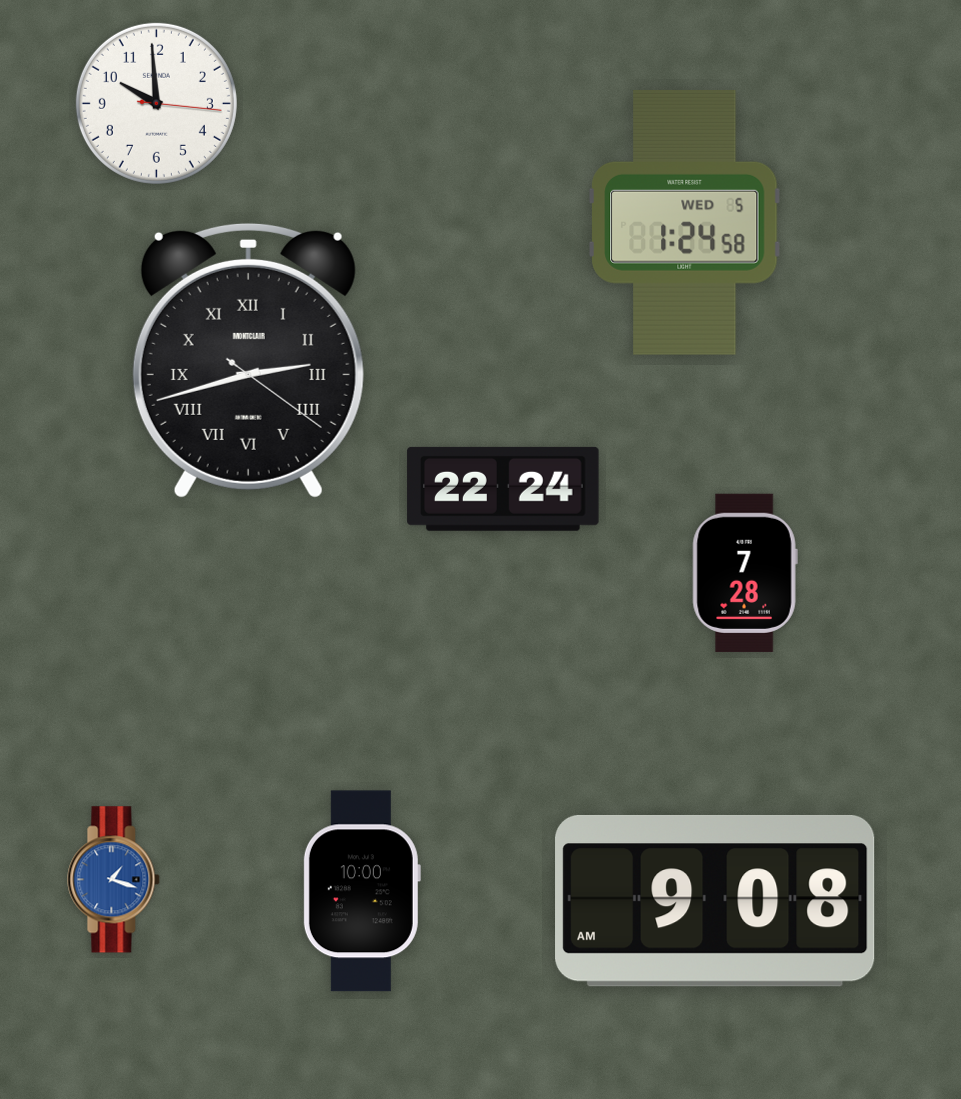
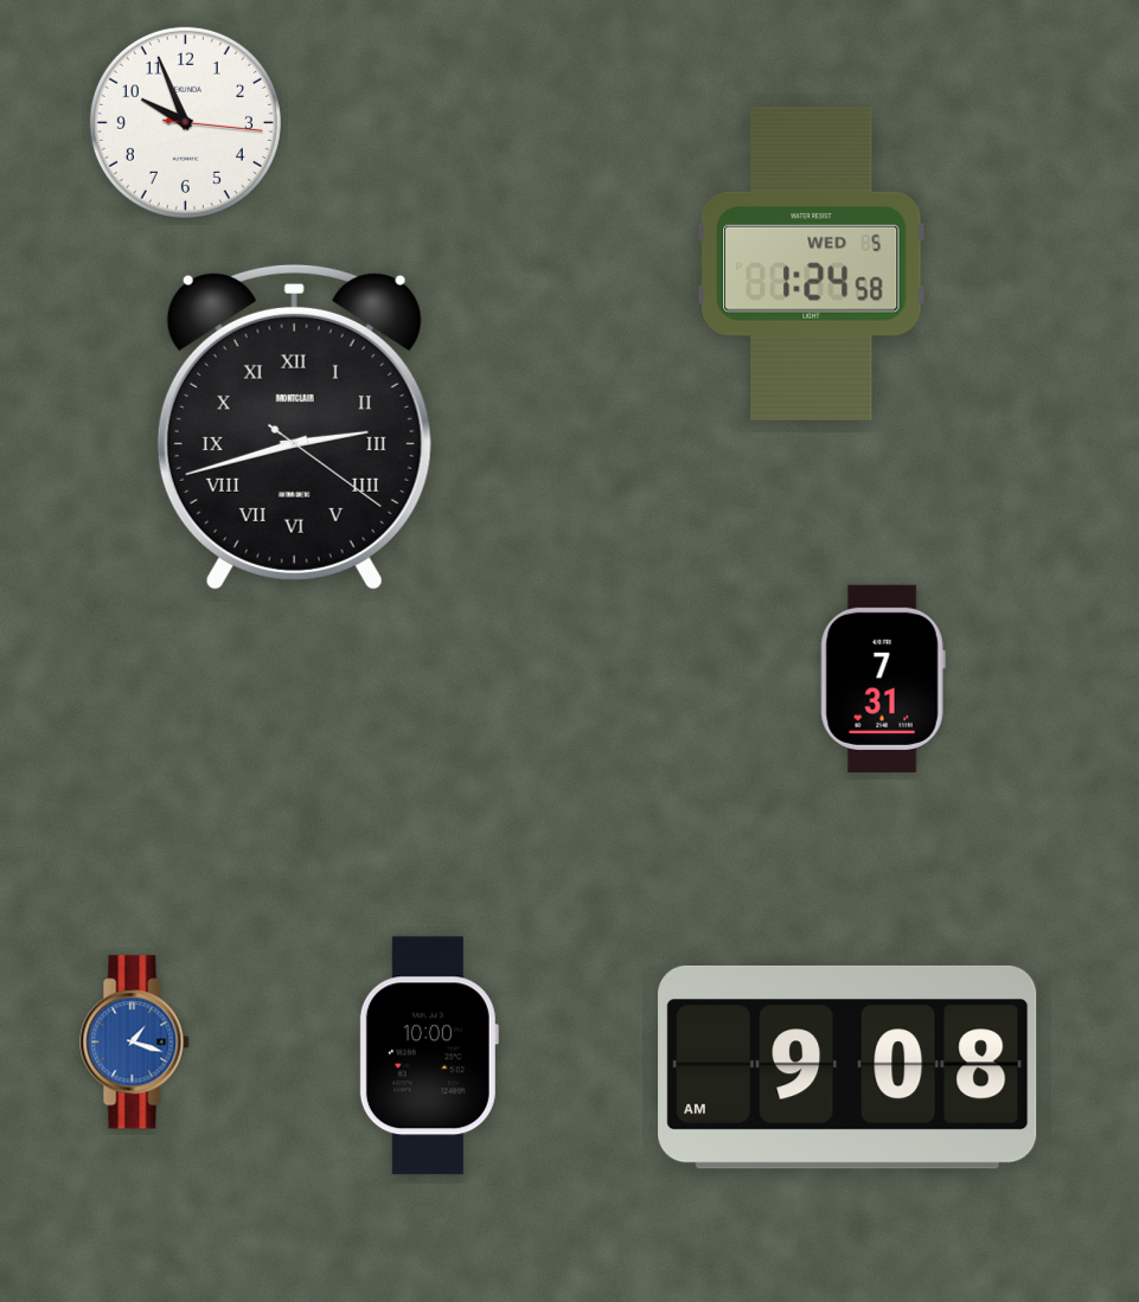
clock at (156, 103): 9:59 -> 9:56
clock at (503, 489): 22:24 -> none
clock at (745, 573): 7:28 -> 7:31
